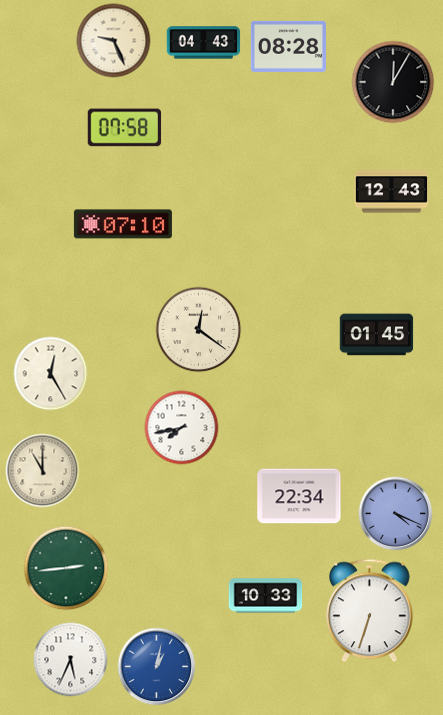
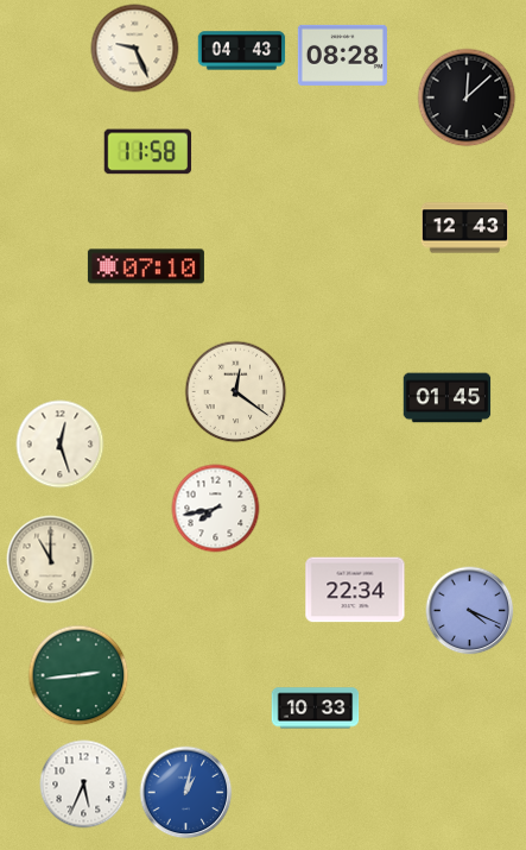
clock at (393, 82): 12:05 -> 12:08
clock at (125, 128): 07:58 -> 11:58
clock at (51, 374): 12:25 -> 12:27
clock at (370, 611): 6:33 -> none
